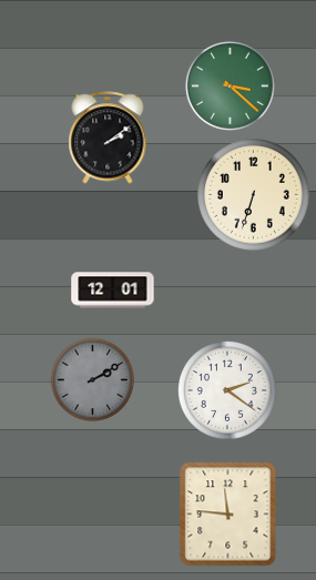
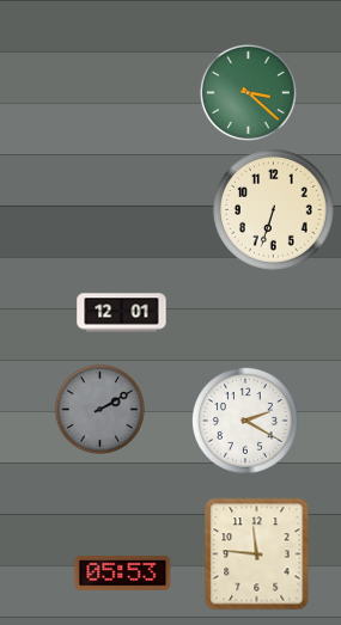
clock at (108, 138): 2:09 -> none
clock at (227, 390): 2:21 -> 2:20
clock at (228, 515) position: (228, 515) -> (257, 554)
clock at (123, 572): none -> 05:53
